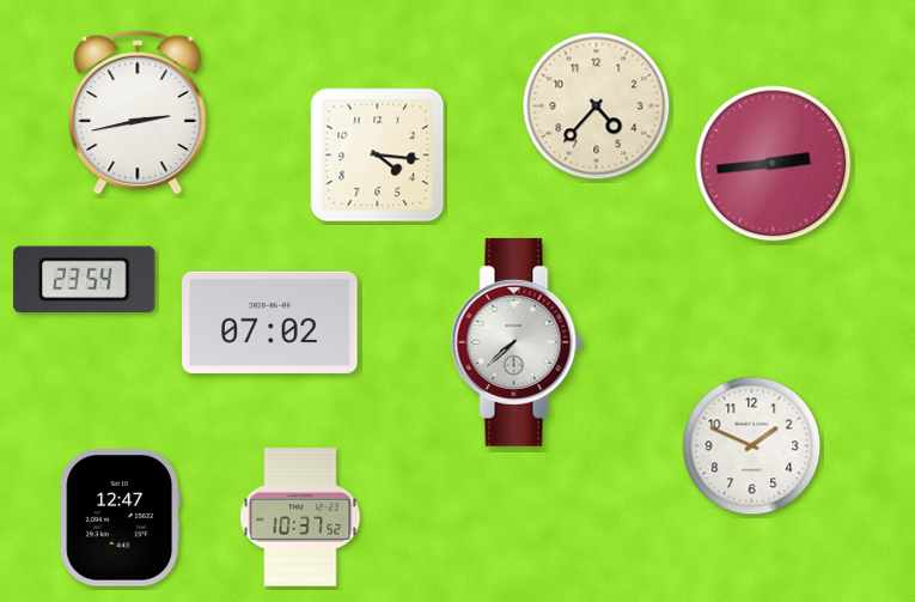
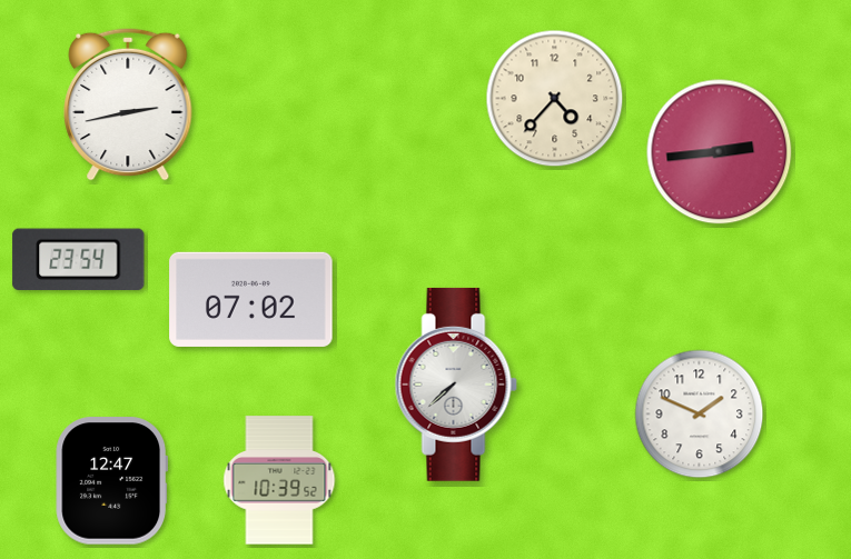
clock at (378, 156): 4:16 -> none
clock at (517, 342) position: (517, 342) -> (456, 385)
clock at (300, 517): 10:37 -> 10:39
